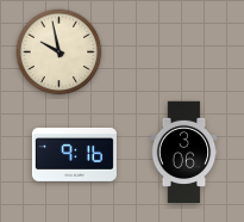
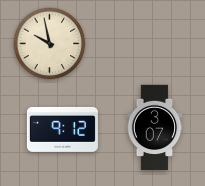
clock at (184, 153): 3:06 -> 3:07
clock at (74, 154): 9:16 -> 9:12
